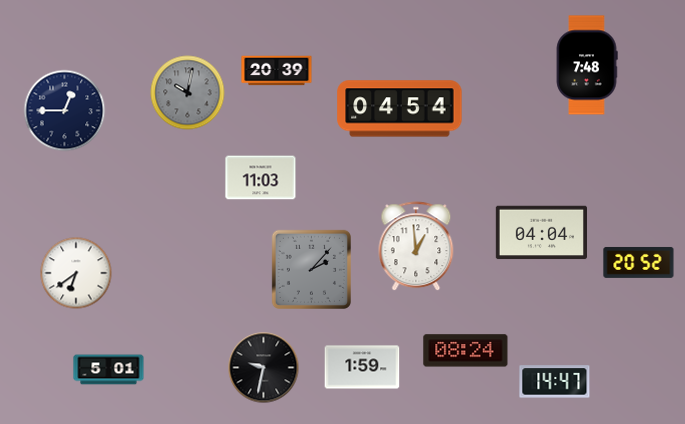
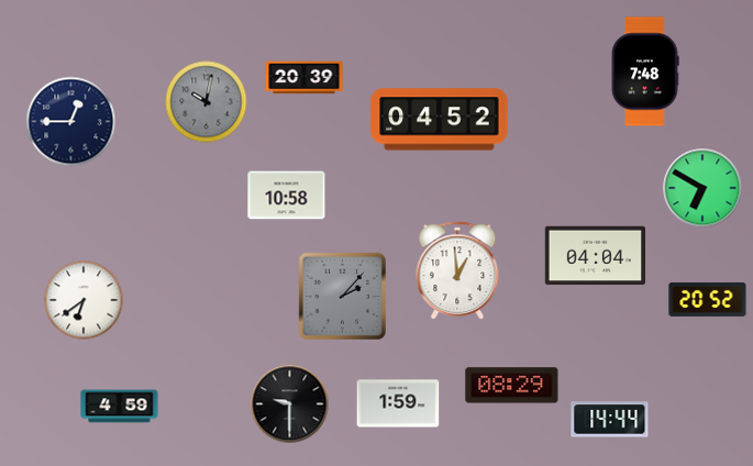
clock at (400, 109): 04:54 -> 04:52
clock at (702, 188): none -> 6:50
clock at (261, 178): 11:03 -> 10:58
clock at (639, 262) position: (639, 262) -> (708, 299)
clock at (466, 351): 08:24 -> 08:29
clock at (264, 368): 9:32 -> 9:30
clock at (109, 370): 5:01 -> 4:59
clock at (555, 382): 14:47 -> 14:44
